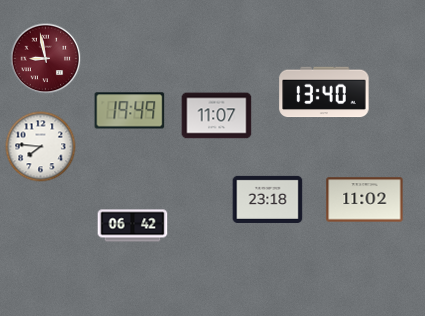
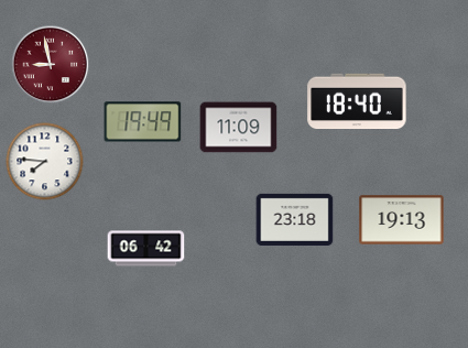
clock at (324, 92): 13:40 -> 18:40
clock at (217, 116): 11:07 -> 11:09
clock at (365, 200): 11:02 -> 19:13
